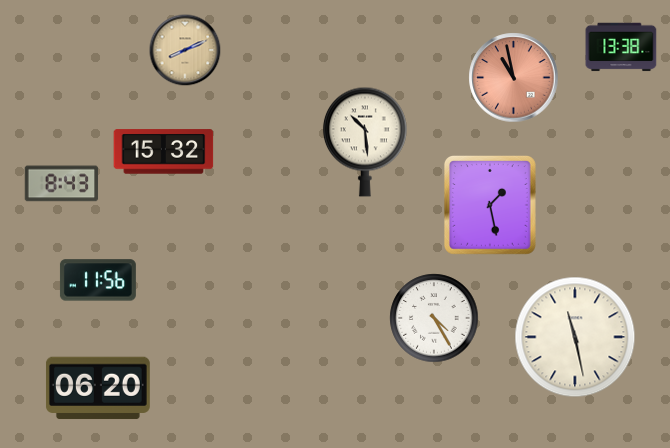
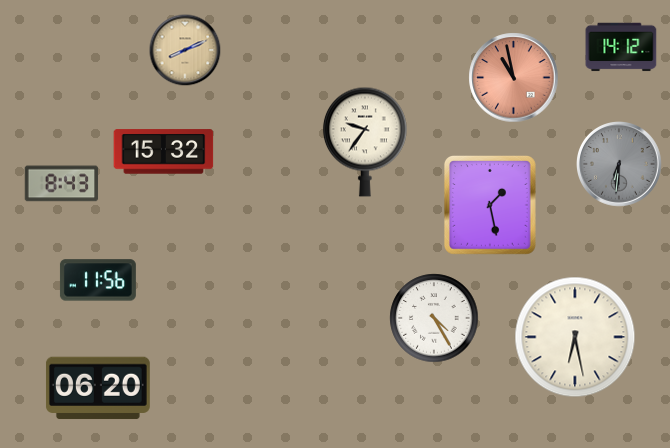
clock at (621, 47): 13:38 -> 14:12
clock at (365, 142): 10:29 -> 9:36
clock at (620, 165): none -> 6:31
clock at (575, 337): 11:28 -> 6:28
